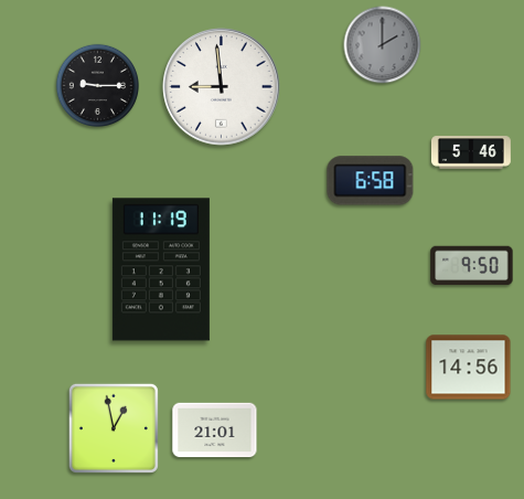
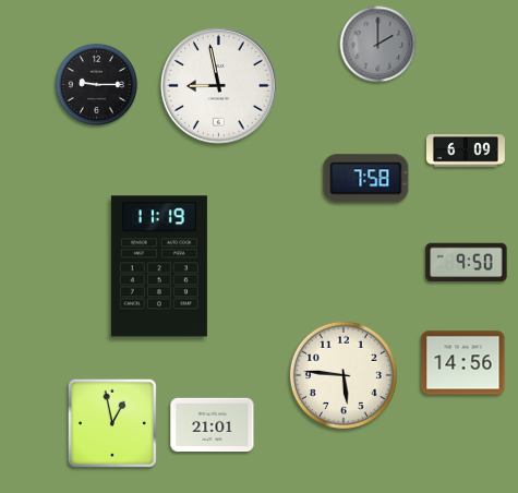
clock at (222, 87): 8:59 -> 8:58
clock at (471, 152): 5:46 -> 6:09
clock at (371, 181): 6:58 -> 7:58
clock at (344, 375): none -> 5:46
